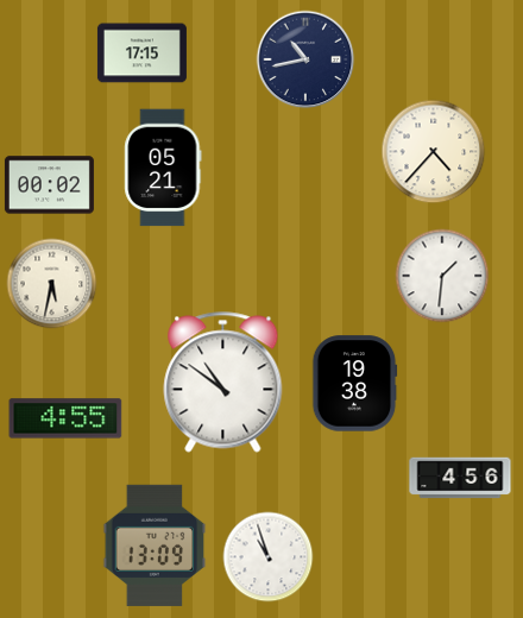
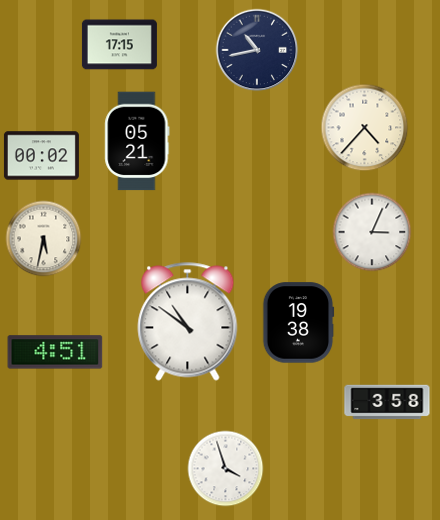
clock at (442, 276): 1:31 -> 3:04
clock at (65, 418): 4:55 -> 4:51
clock at (460, 478): 4:56 -> 3:58
clock at (155, 546): 13:09 -> none
clock at (269, 557): 10:57 -> 3:57
